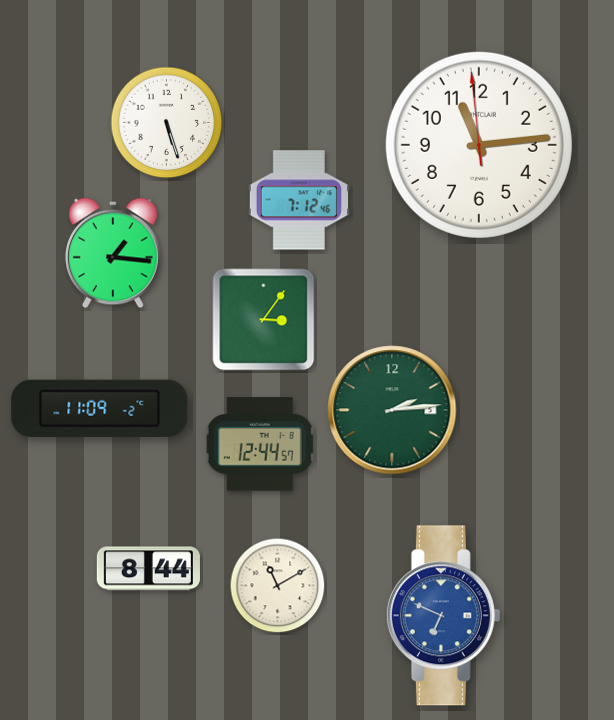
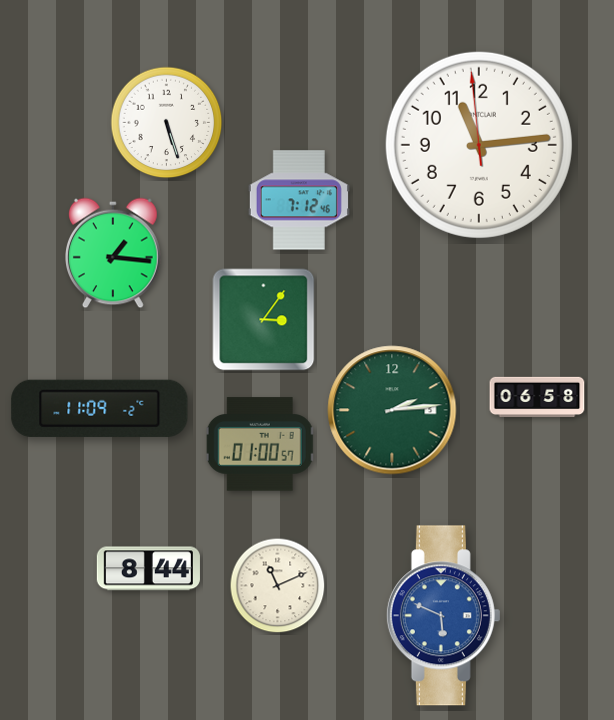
clock at (537, 397): none -> 06:58
clock at (260, 444): 12:44 -> 01:00
clock at (278, 586): 11:10 -> 11:11
clock at (443, 616): 6:49 -> 5:49
